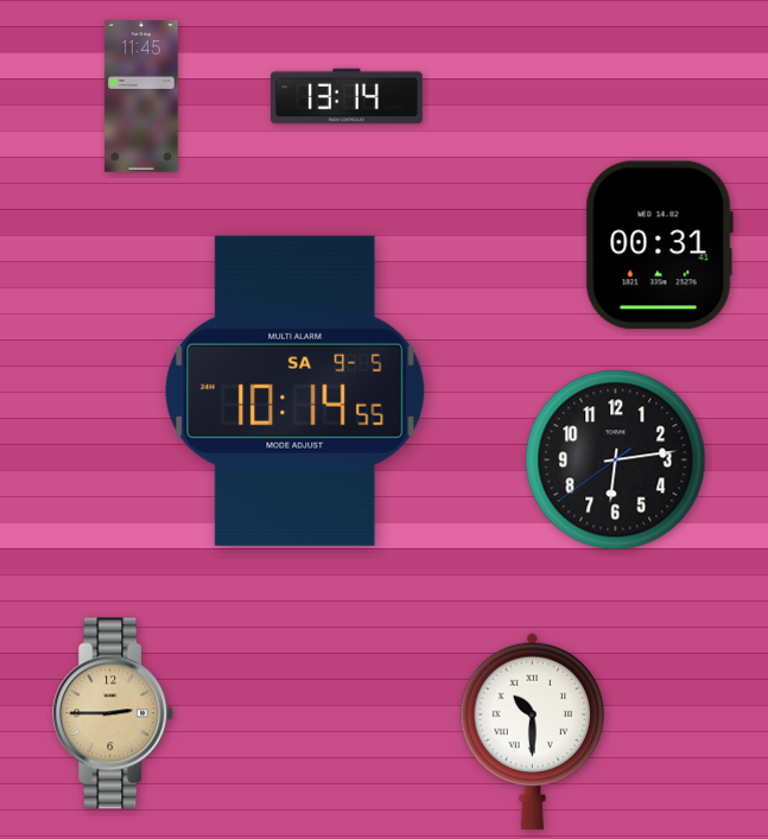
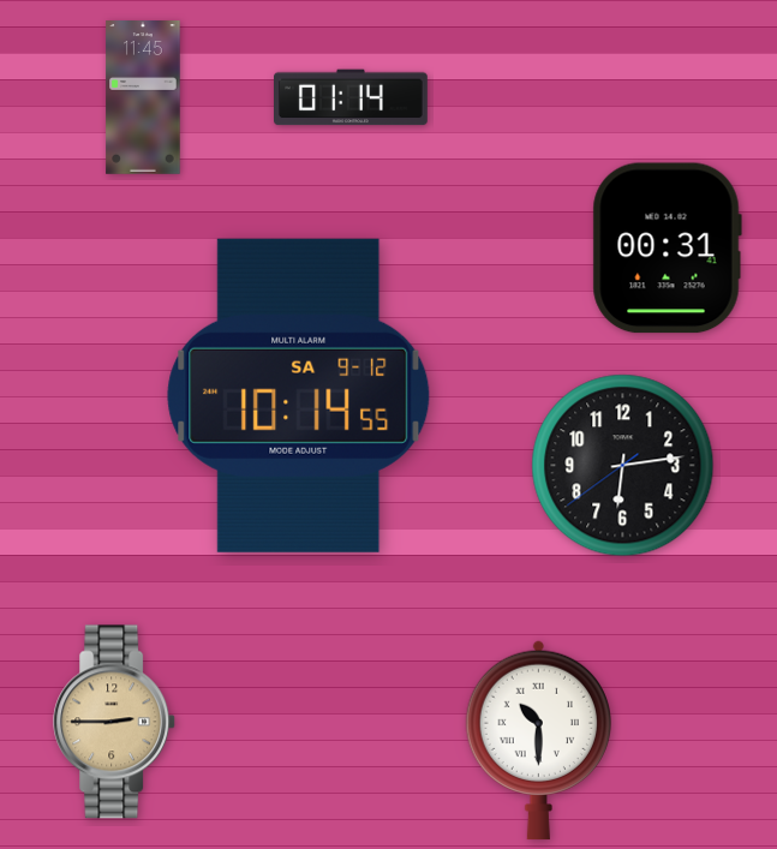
clock at (348, 96): 13:14 -> 01:14
clock at (296, 390) date: SA 9-5 -> SA 9-12
